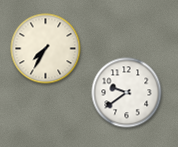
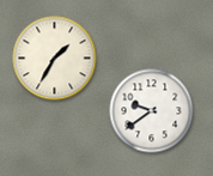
clock at (46, 49): 7:35 -> 1:35
